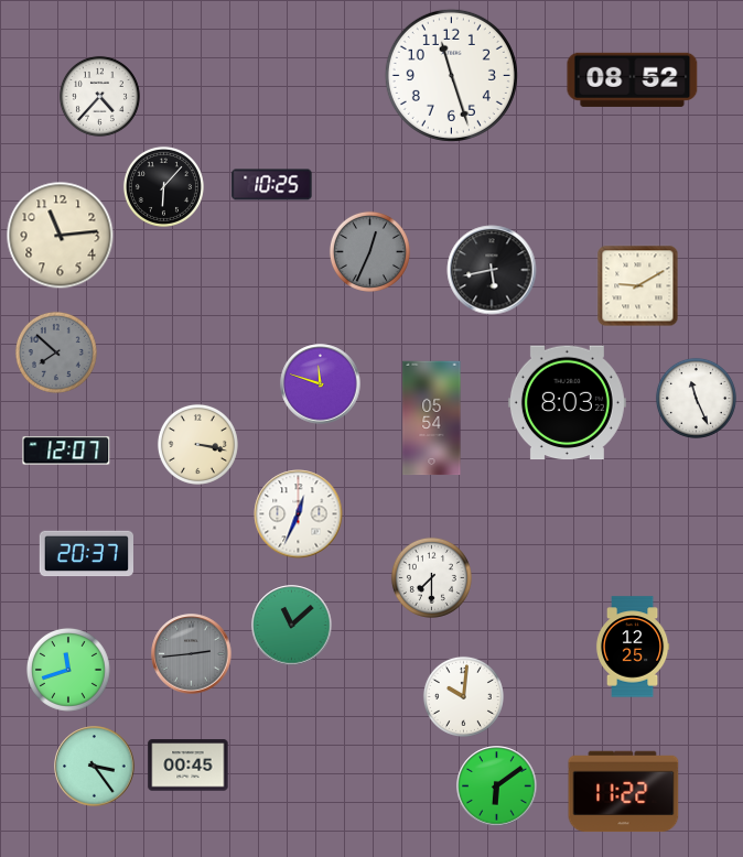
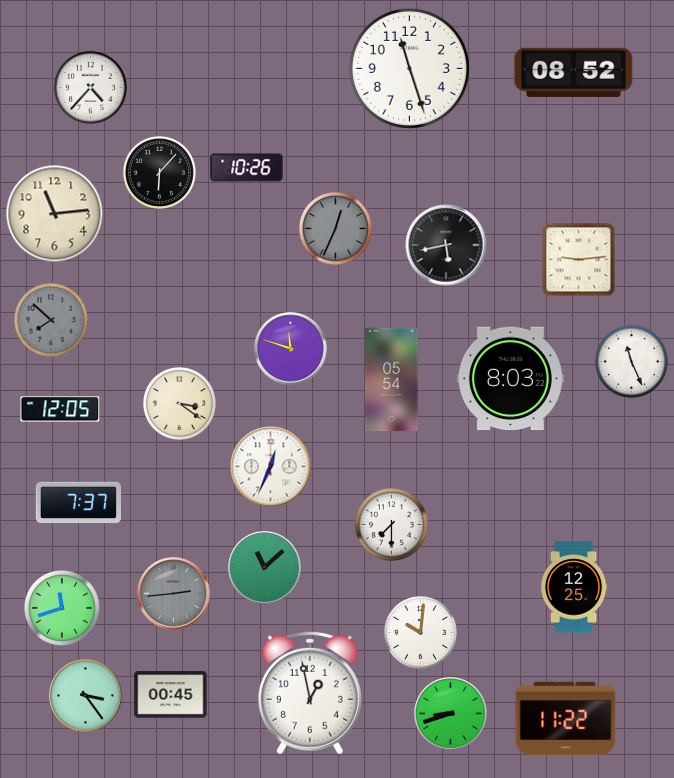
clock at (272, 185): 10:25 -> 10:26
clock at (163, 186) position: (163, 186) -> (159, 172)
clock at (638, 286): 9:10 -> 9:14
clock at (567, 403) position: (567, 403) -> (510, 379)
clock at (197, 444): 3:17 -> 3:21
clock at (66, 451): 12:07 -> 12:05
clock at (86, 554): 20:37 -> 7:37
clock at (310, 693): none -> 12:58
clock at (497, 787): 6:09 -> 8:42
